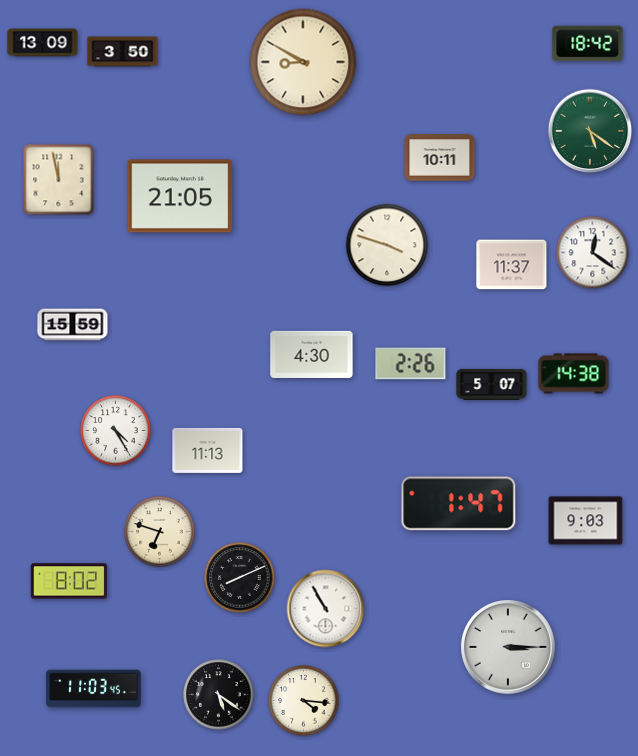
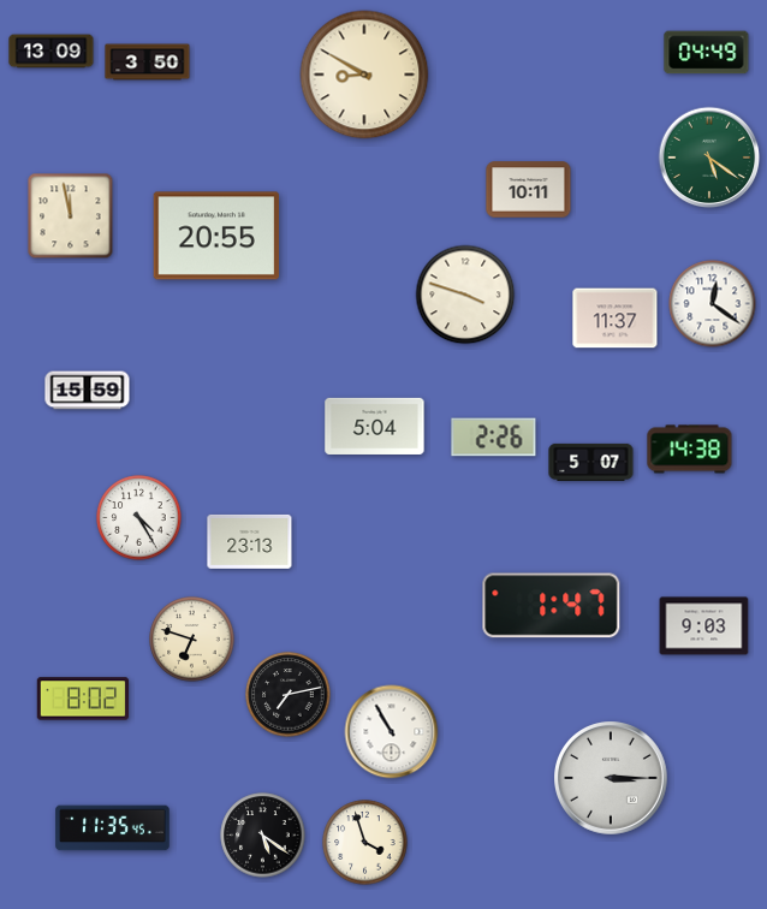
clock at (588, 44): 18:42 -> 04:49
clock at (180, 196): 21:05 -> 20:55
clock at (312, 354): 4:30 -> 5:04
clock at (208, 450): 11:13 -> 23:13
clock at (240, 578): 8:11 -> 7:13
clock at (94, 689): 11:03 -> 11:35
clock at (304, 701): 4:16 -> 3:57
